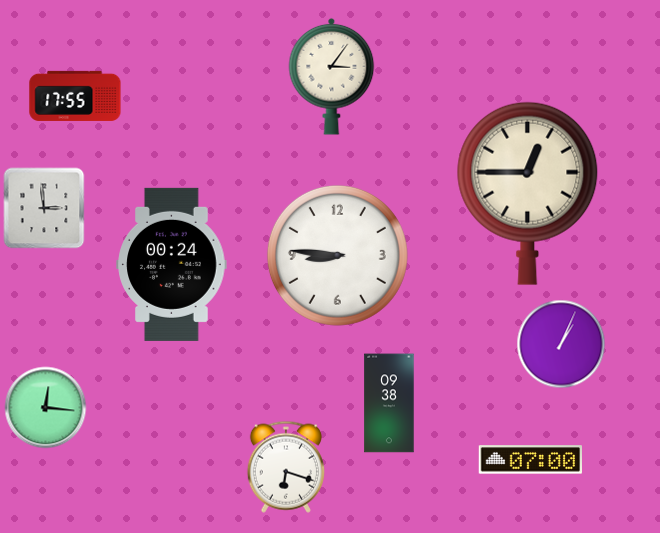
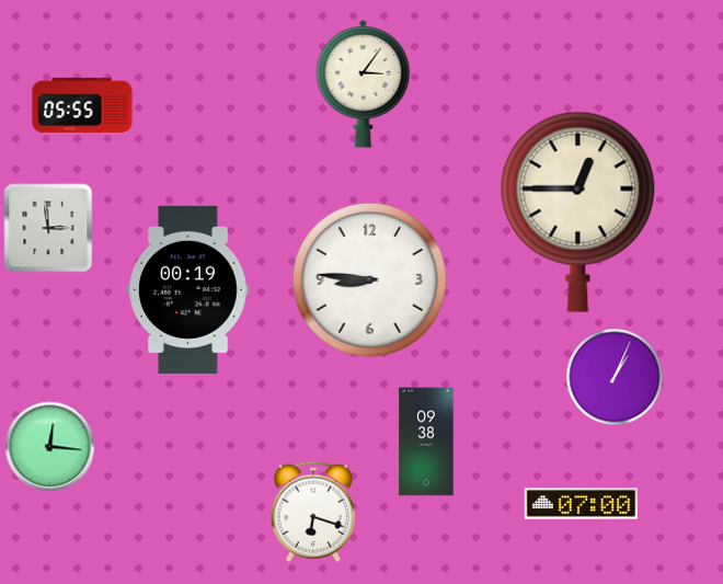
clock at (75, 96): 17:55 -> 05:55
clock at (172, 264): 00:24 -> 00:19
